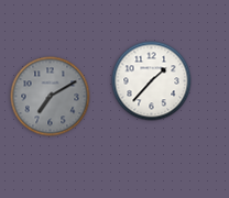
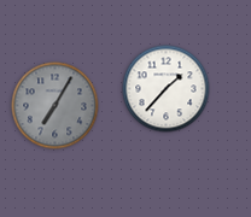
clock at (51, 97): 7:10 -> 7:05
